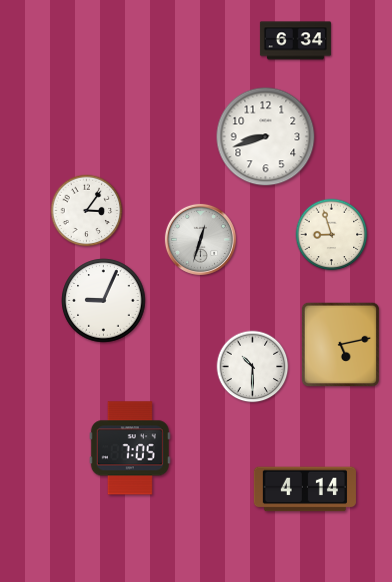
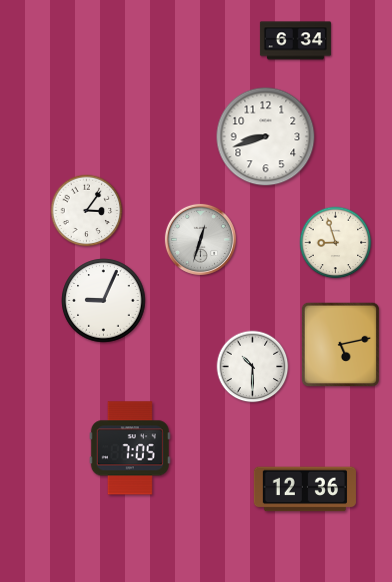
clock at (332, 235) position: (332, 235) -> (336, 243)
clock at (305, 489): 4:14 -> 12:36
